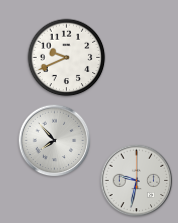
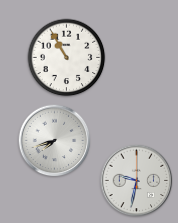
clock at (67, 58): 9:41 -> 10:55
clock at (55, 141): 7:53 -> 7:42
